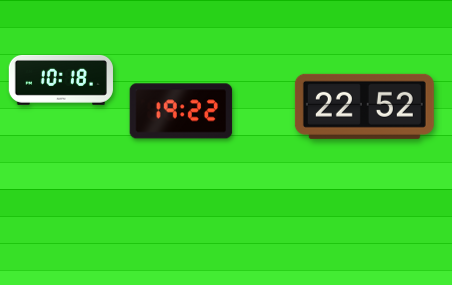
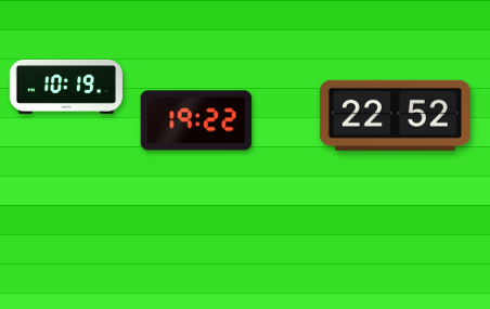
clock at (61, 80): 10:18 -> 10:19
